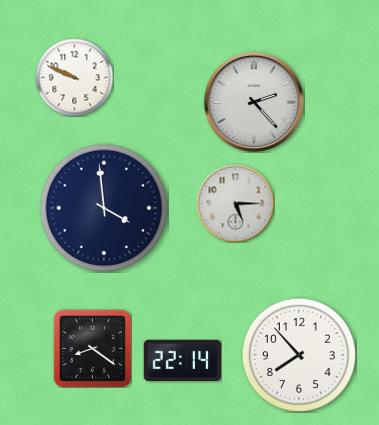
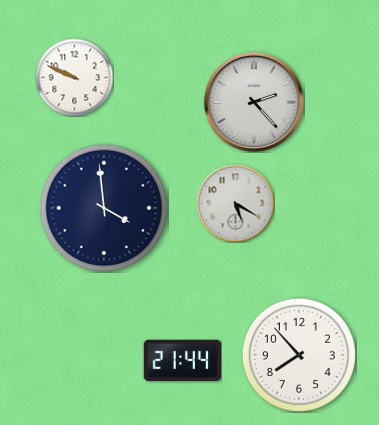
clock at (235, 203): 5:15 -> 5:20
clock at (92, 348): 8:21 -> none
clock at (182, 361): 22:14 -> 21:44
